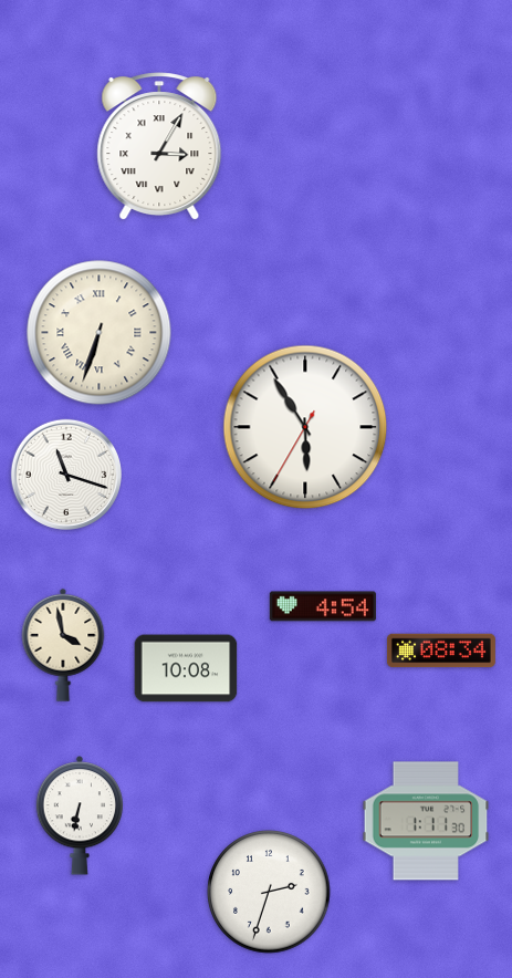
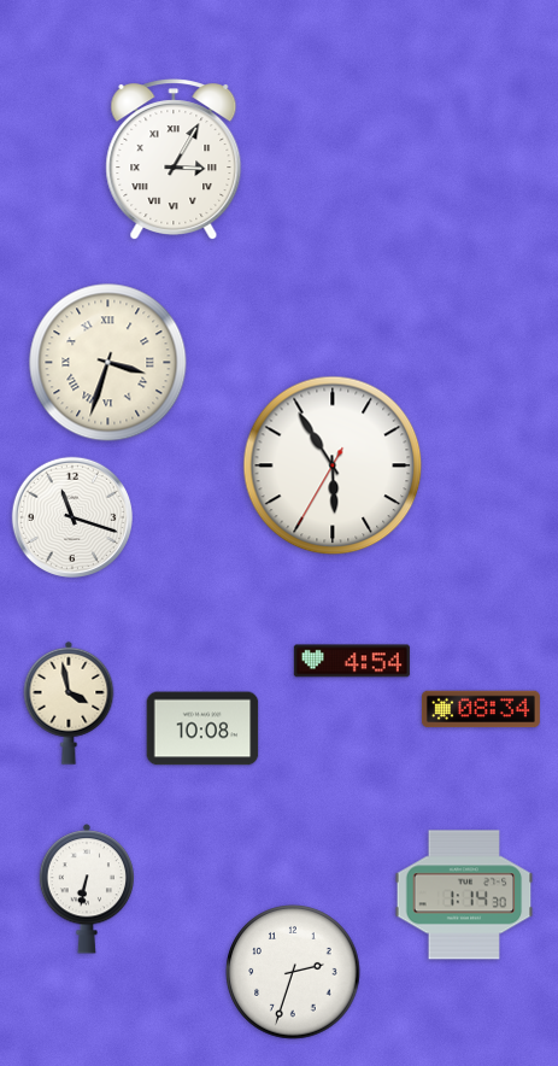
clock at (100, 333): 6:33 -> 3:33
clock at (426, 821): 1:11 -> 1:14
